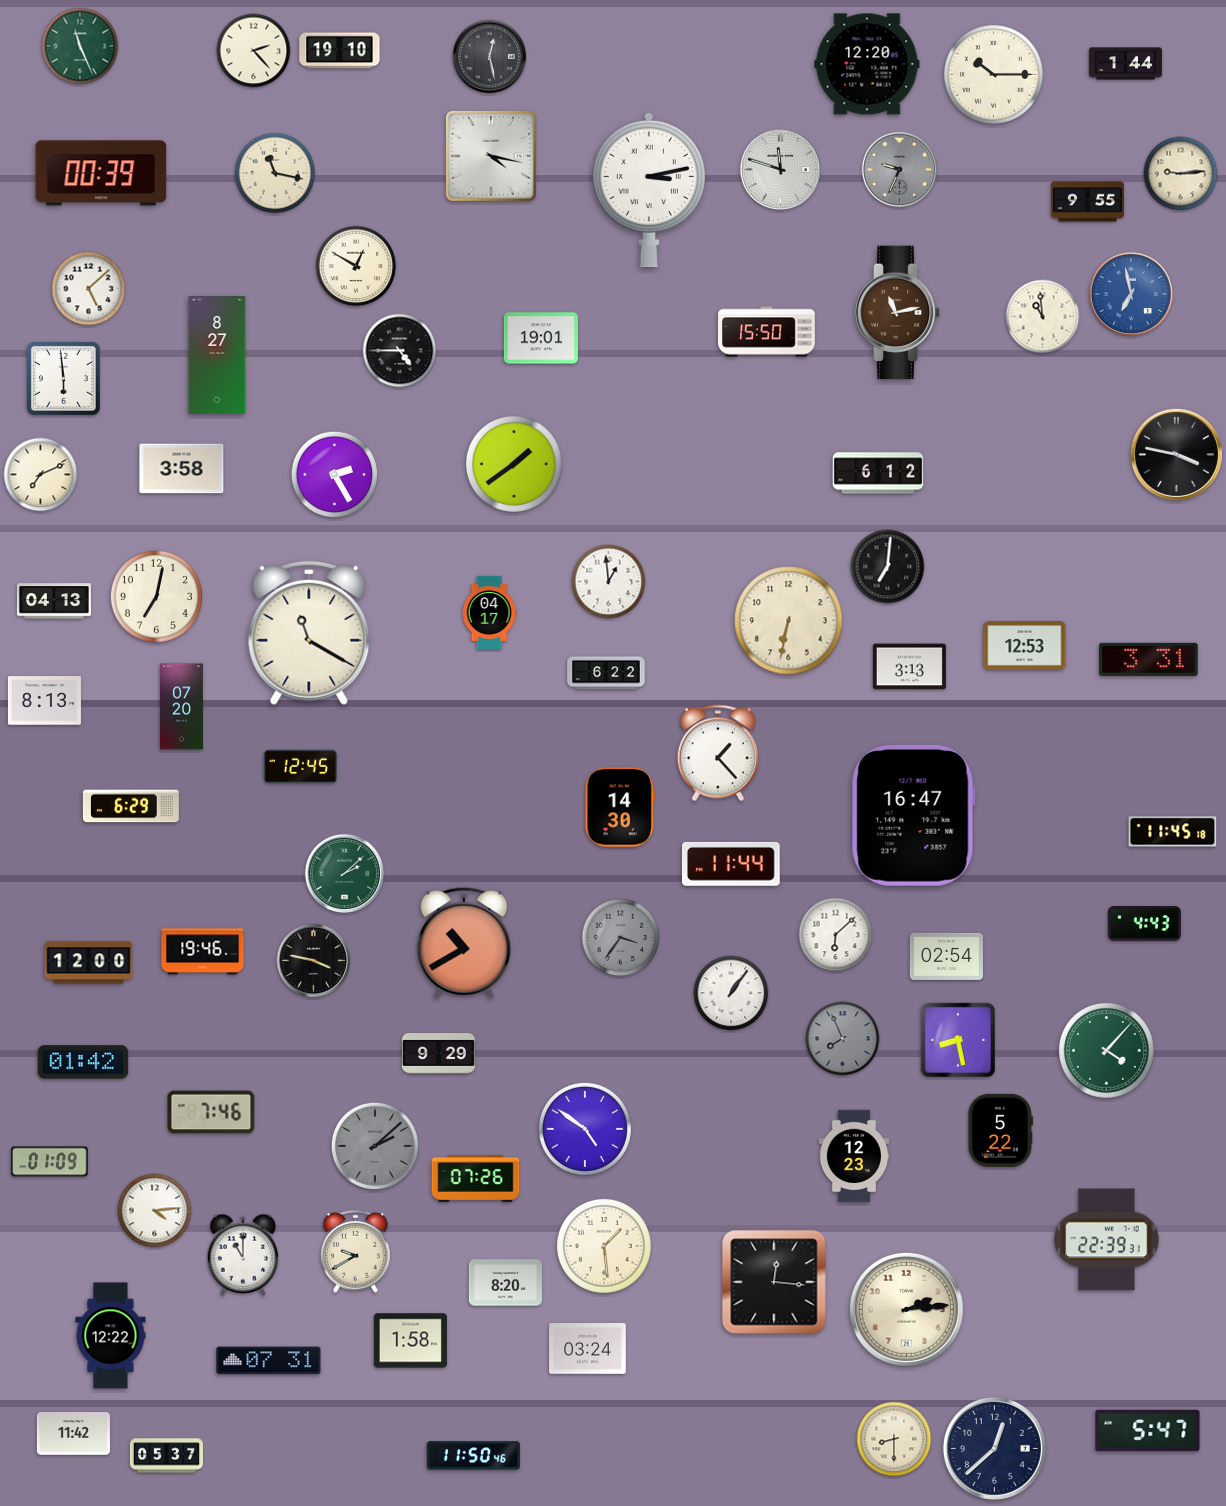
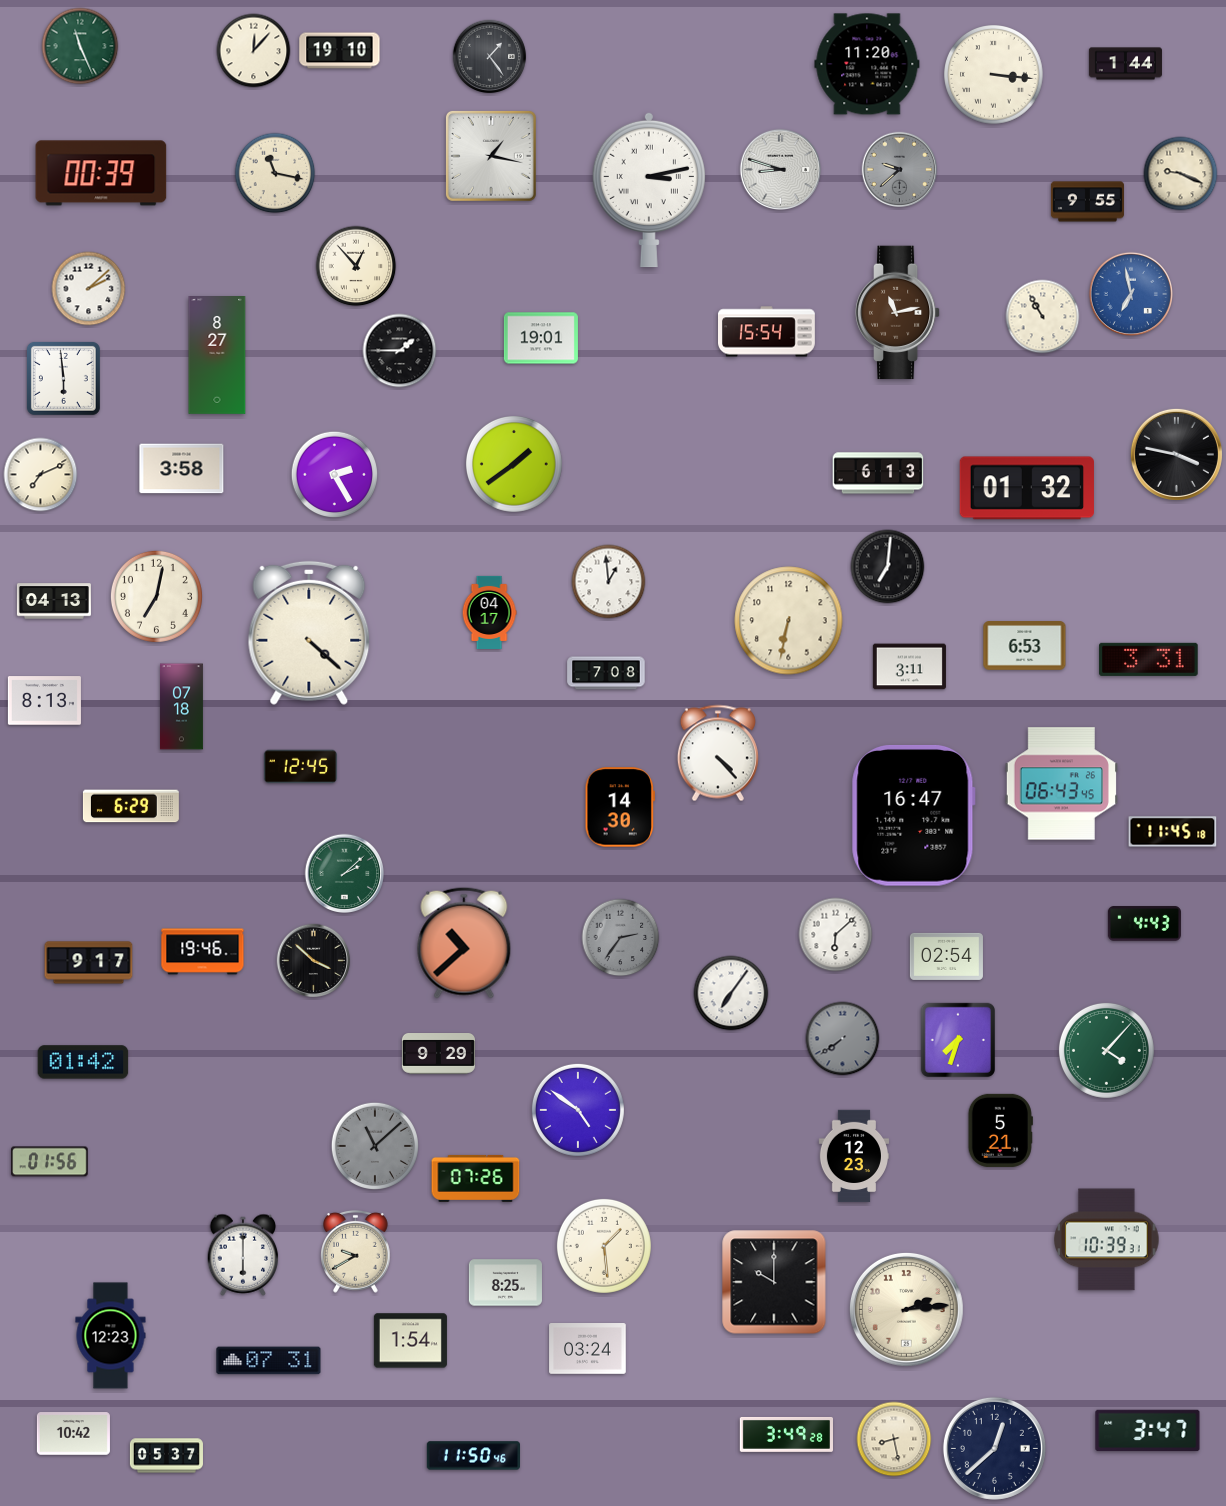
clock at (254, 51): 2:23 -> 12:07
clock at (490, 57): 12:28 -> 1:24
clock at (867, 64): 12:20 -> 11:20
clock at (994, 75): 10:15 -> 3:16
clock at (491, 156): 4:17 -> 1:17
clock at (780, 169): 11:48 -> 8:48
clock at (900, 170): 9:34 -> 9:38
clock at (1181, 174): 9:14 -> 9:19
clock at (356, 266): 12:50 -> 12:53
clock at (89, 289): 5:08 -> 2:08
clock at (1043, 317): 10:59 -> 10:55
clock at (767, 332): 15:50 -> 15:54
clock at (400, 351): 4:45 -> 1:45
clock at (878, 473): 6:12 -> 6:13
clock at (1027, 488): none -> 01:32
clock at (309, 633): 11:20 -> 4:22
clock at (1025, 646): 12:53 -> 6:53
clock at (909, 667): 3:13 -> 3:11
clock at (606, 673): 6:22 -> 7:08
clock at (181, 707): 07:20 -> 07:18
clock at (718, 753): 1:23 -> 4:23
clock at (1061, 784): none -> 06:43
clock at (731, 864): 11:44 -> none
clock at (621, 938): 3:36 -> 2:36
clock at (464, 943): 10:40 -> 10:38
clock at (314, 961): 3:47 -> 3:52
clock at (89, 963): 12:00 -> 9:17
clock at (731, 993): 1:06 -> 7:06
clock at (843, 1039): 7:56 -> 7:39
clock at (958, 1040): 8:28 -> 7:33
clock at (211, 1112): 7:46 -> none
clock at (585, 1129) position: (585, 1129) -> (578, 1110)
clock at (1000, 1130): 5:22 -> 5:21
clock at (374, 1145): 2:08 -> 11:08
clock at (50, 1162): 01:09 -> 01:56
clock at (155, 1211): 4:14 -> none
clock at (1107, 1240): 22:39 -> 10:39
clock at (243, 1255): 11:00 -> 6:00
clock at (774, 1282): 12:16 -> 10:00
clock at (505, 1283): 8:20 -> 8:25
clock at (111, 1336): 12:22 -> 12:23
clock at (410, 1341): 1:58 -> 1:54
clock at (1148, 1431): 5:47 -> 3:47
clock at (73, 1434): 11:42 -> 10:42
clock at (786, 1434): none -> 3:49
clock at (894, 1439): 8:30 -> 8:28
